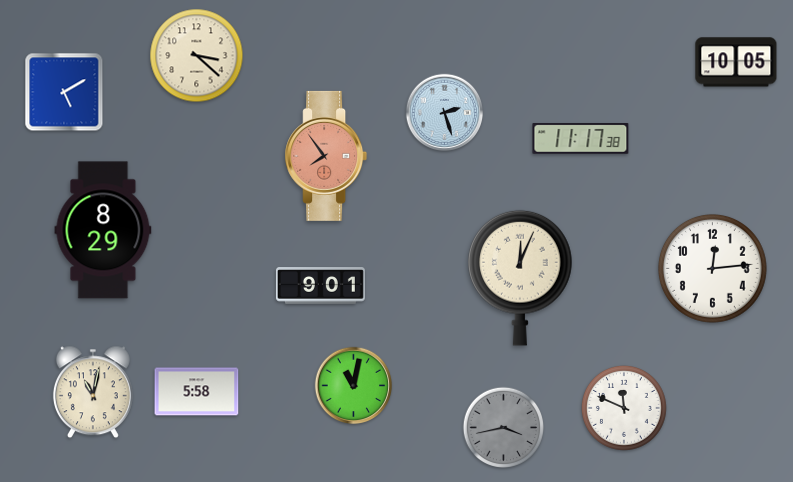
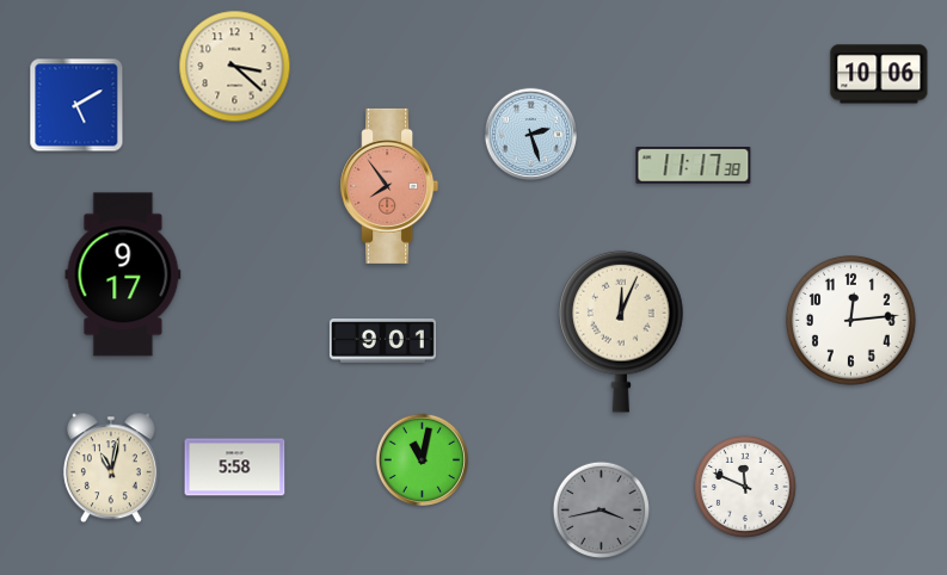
clock at (736, 62): 10:05 -> 10:06
clock at (64, 92) position: (64, 92) -> (76, 105)
clock at (103, 230): 8:29 -> 9:17
